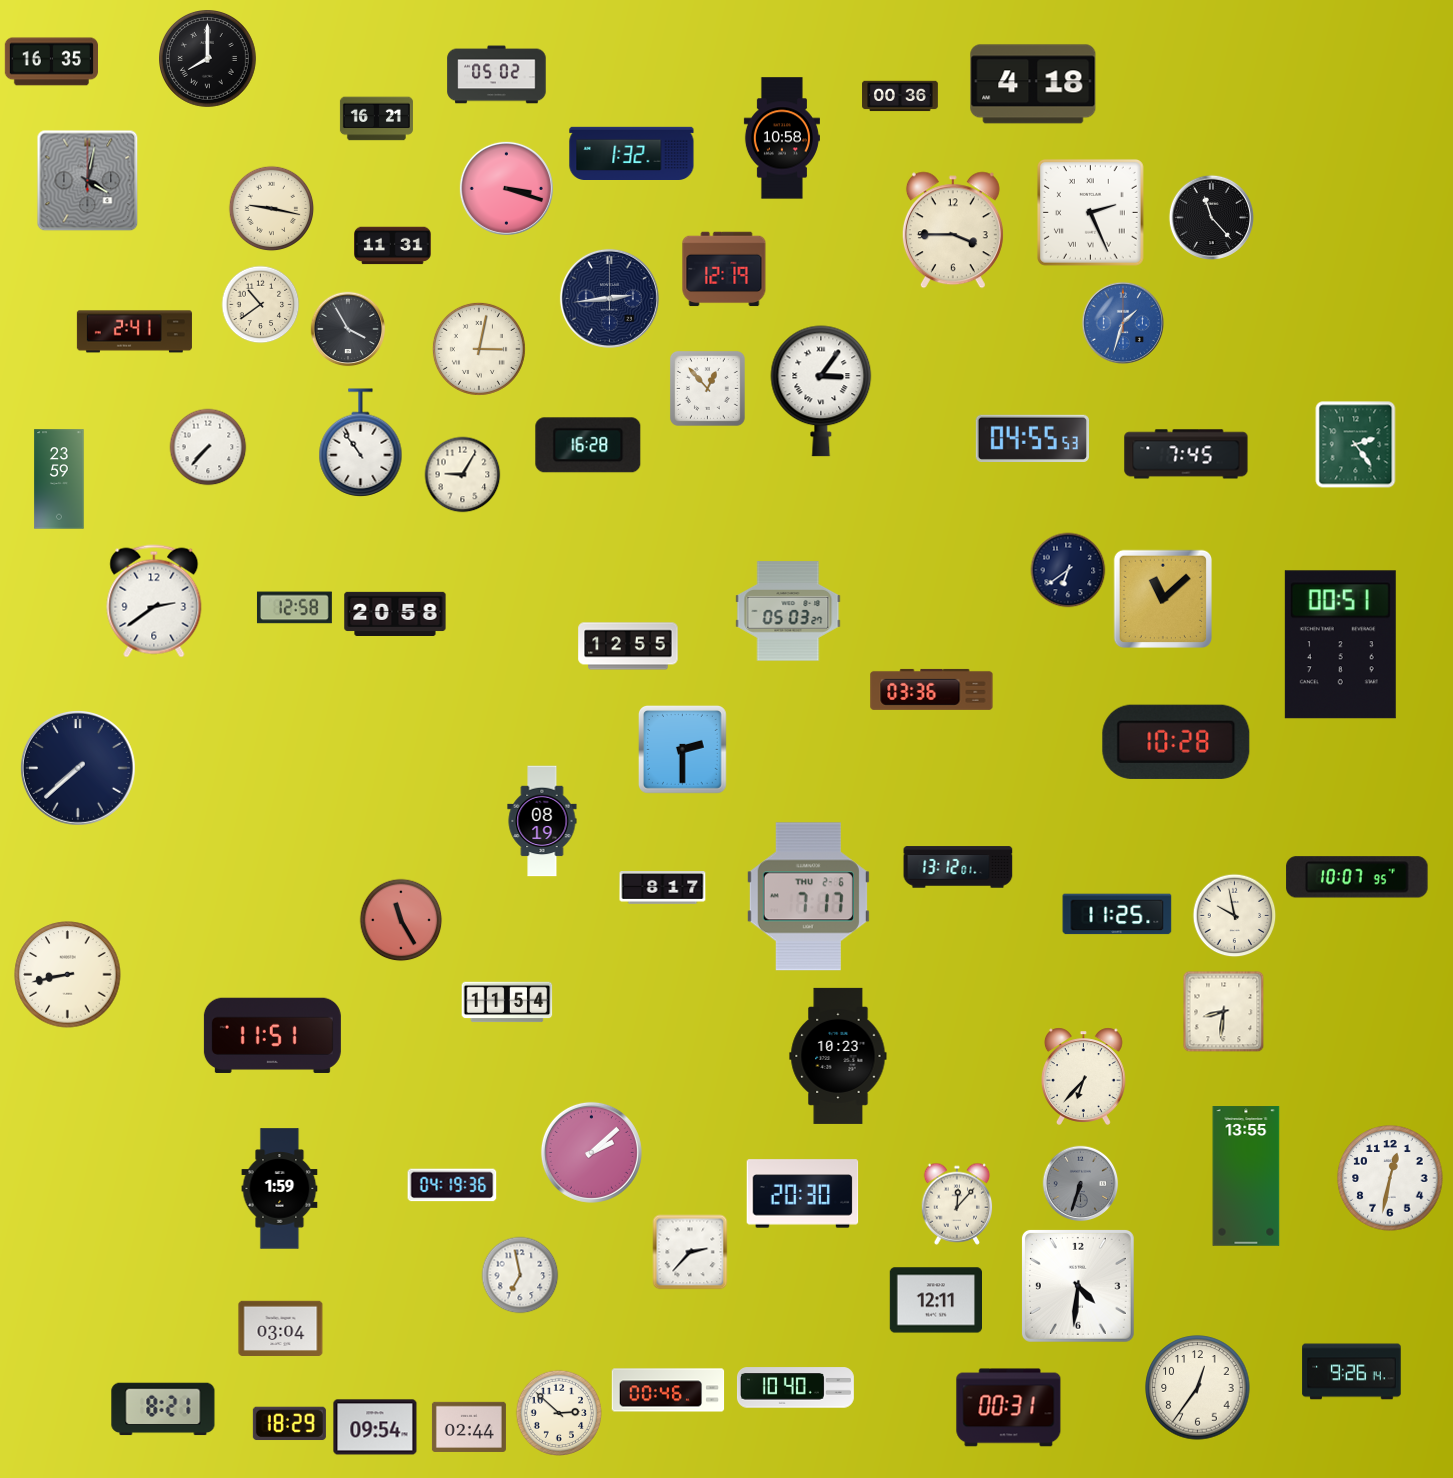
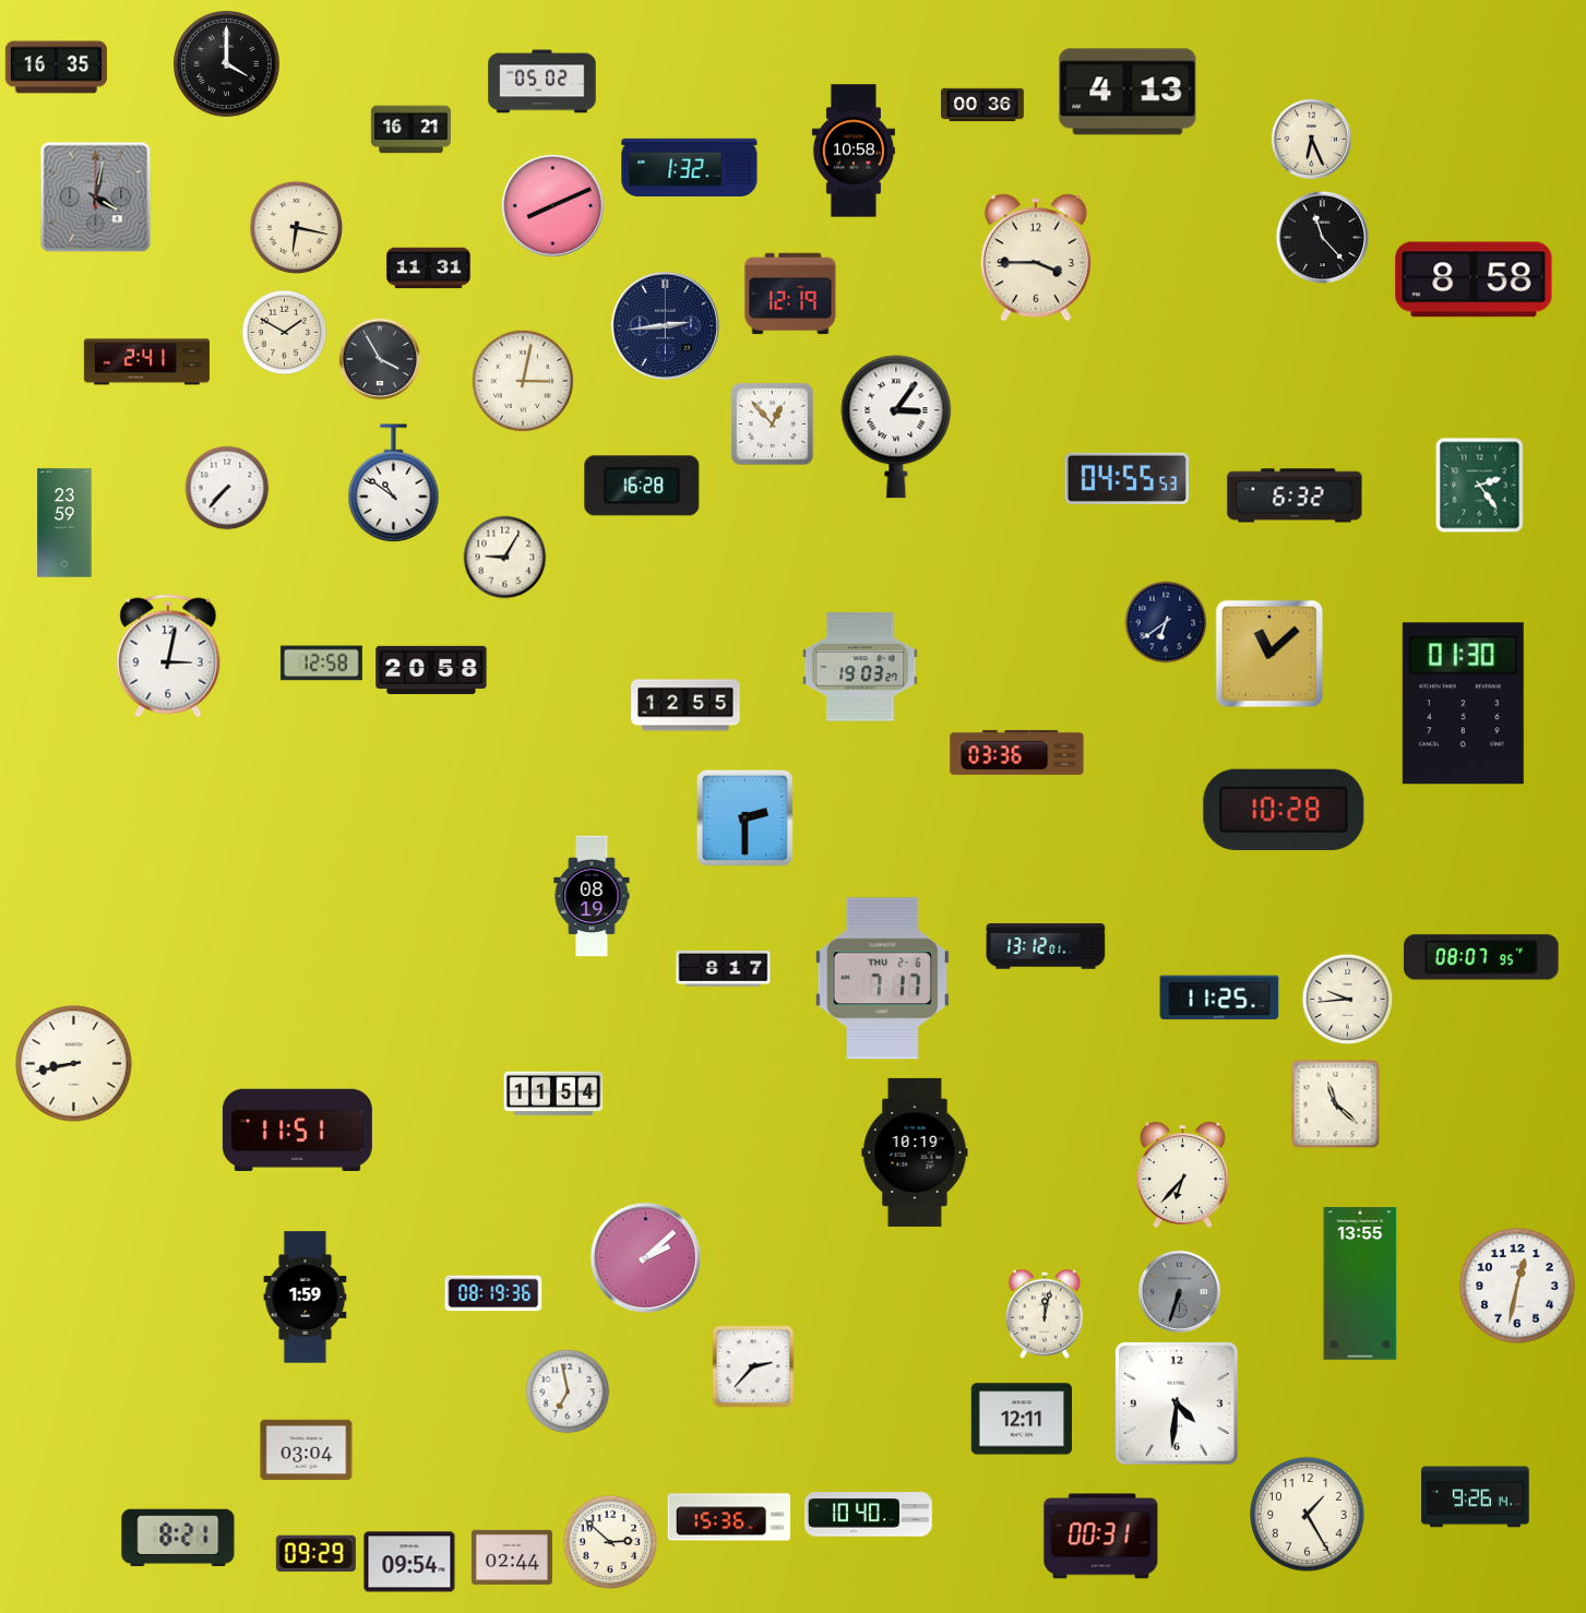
clock at (208, 59): 8:00 -> 4:00
clock at (1033, 84): 4:18 -> 4:13
clock at (1312, 140): none -> 6:26
clock at (506, 188): 3:18 -> 8:11
clock at (272, 209): 9:17 -> 6:17
clock at (1090, 212): 2:26 -> none
clock at (953, 230) position: (953, 230) -> (1036, 258)
clock at (1474, 279): none -> 8:58
clock at (261, 305): 10:39 -> 1:50
clock at (1122, 322): 1:33 -> none
clock at (361, 443): 10:54 -> 10:51
clock at (1186, 454): 7:45 -> 6:32
clock at (463, 475) position: (463, 475) -> (505, 558)
clock at (154, 601): 2:39 -> 3:02
clock at (788, 611): 05:03 -> 19:03
clock at (1340, 645): 00:51 -> 01:30
clock at (78, 768): 7:38 -> none
clock at (1357, 877): 10:07 -> 08:07
clock at (1235, 916): 9:58 -> 9:44
clock at (401, 920): 11:25 -> none
clock at (1224, 1012): 8:31 -> 11:22
clock at (838, 1056): 10:23 -> 10:19
clock at (452, 1185): 04:19 -> 08:19
clock at (803, 1194): 20:30 -> none
clock at (957, 1204): 12:07 -> 12:02
clock at (1198, 1388): 12:36 -> 1:25
clock at (668, 1390): 00:46 -> 15:36
clock at (289, 1424): 18:29 -> 09:29
clock at (375, 1427) position: (375, 1427) -> (409, 1562)
